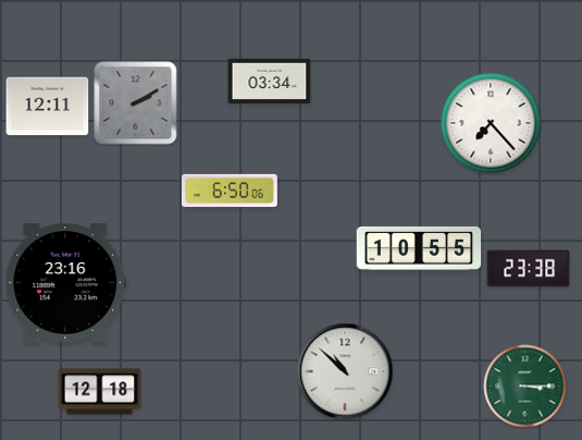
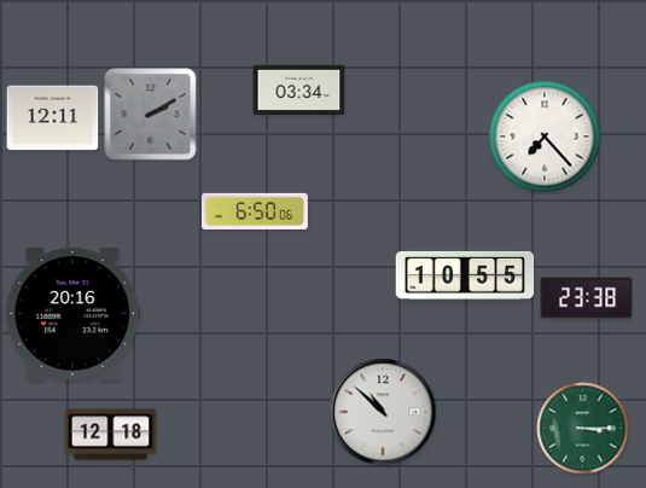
clock at (66, 283): 23:16 -> 20:16
